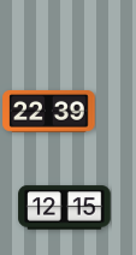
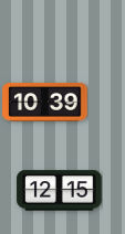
clock at (49, 111): 22:39 -> 10:39
